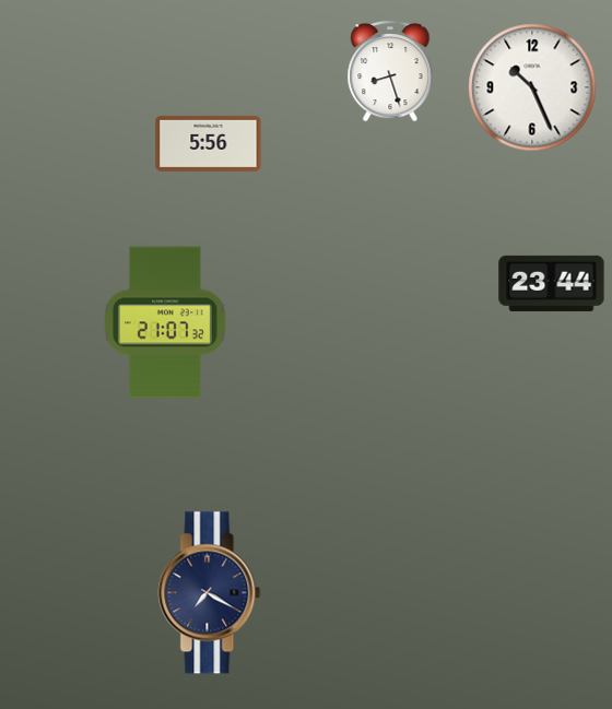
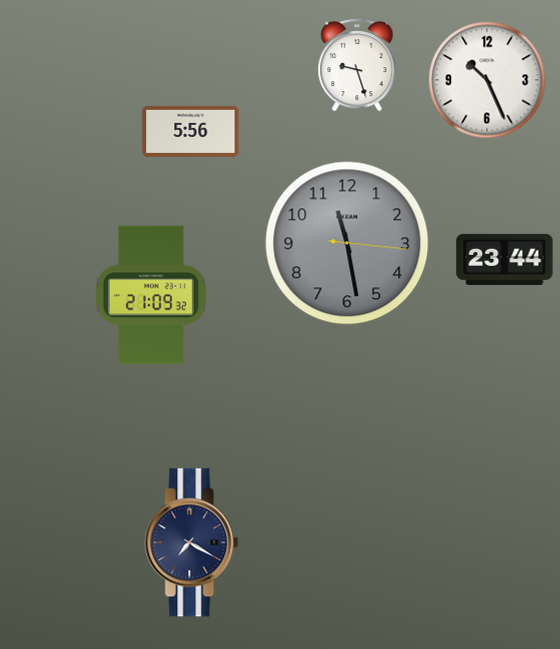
clock at (390, 71): 8:27 -> 9:27
clock at (347, 243): none -> 11:28
clock at (165, 322): 21:07 -> 21:09
